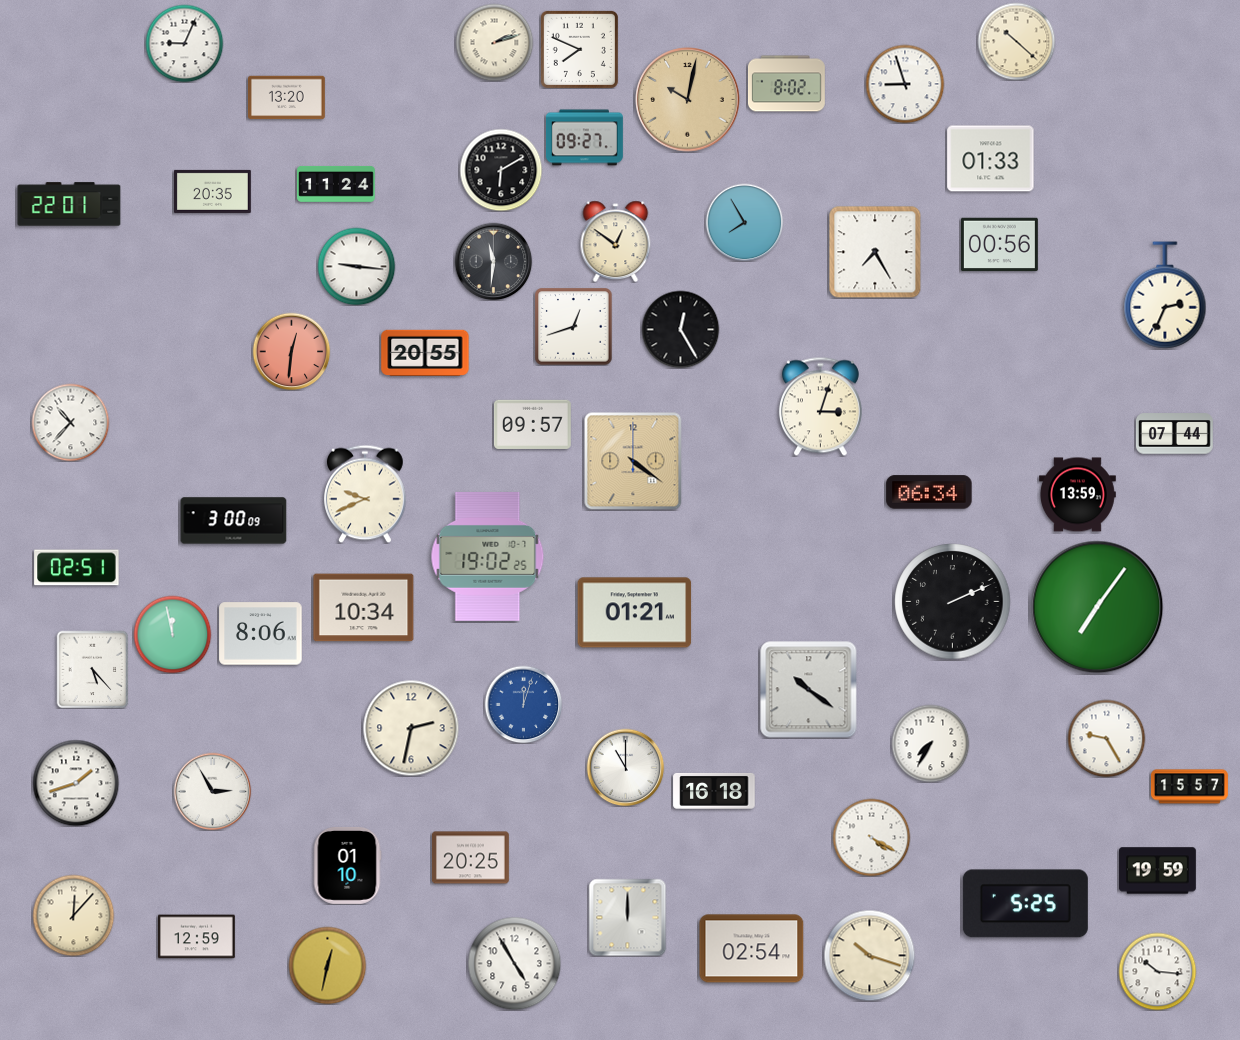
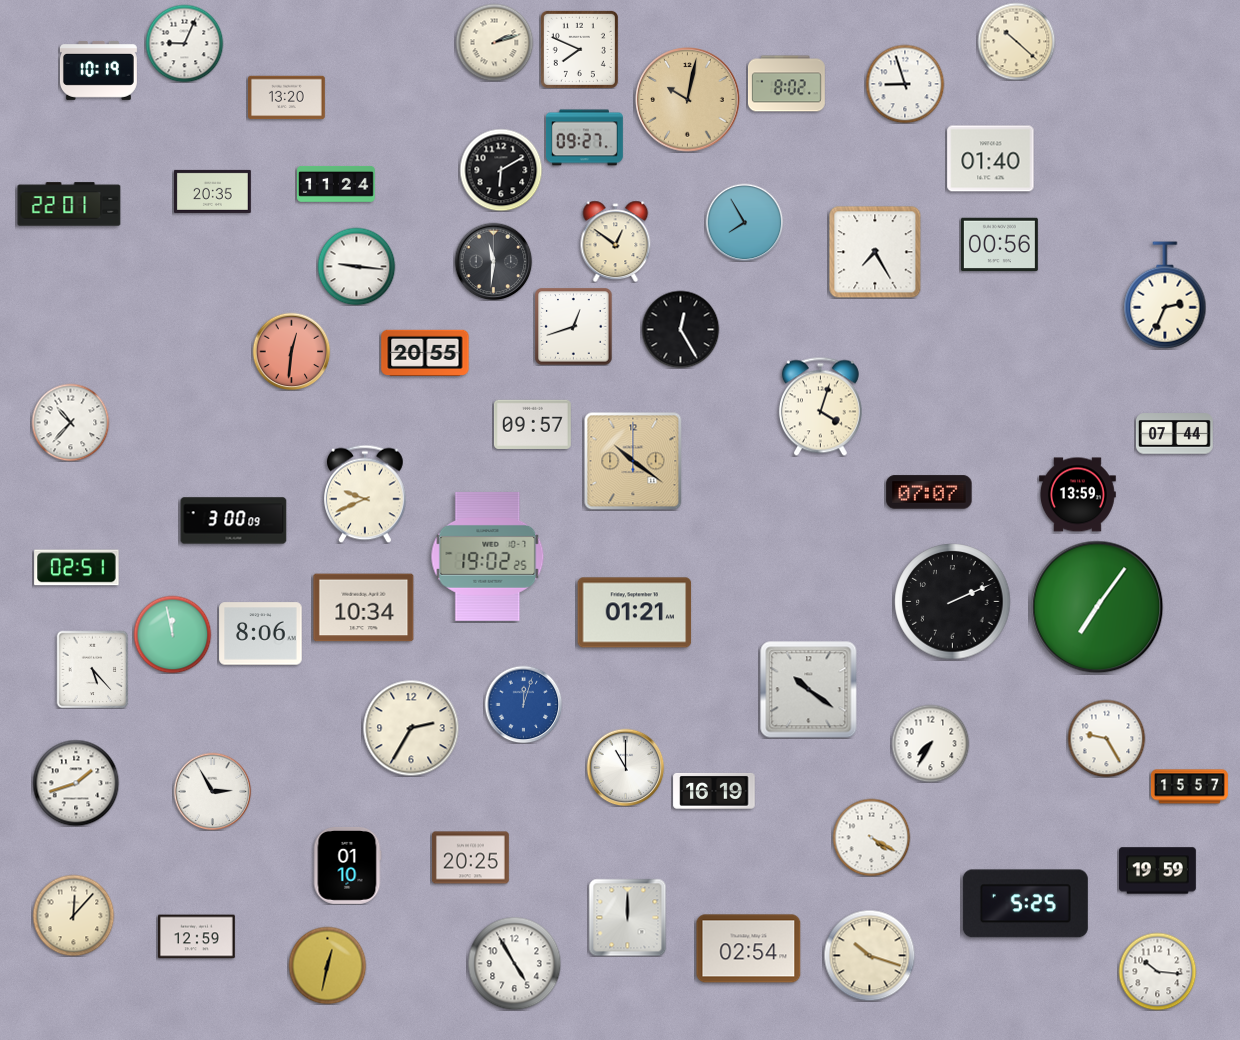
clock at (98, 70): none -> 10:19
clock at (991, 159): 01:33 -> 01:40
clock at (820, 406): 3:03 -> 4:03
clock at (633, 461): 4:21 -> 10:21
clock at (929, 492): 06:34 -> 07:07
clock at (411, 728): 2:32 -> 2:35
clock at (714, 791): 16:18 -> 16:19
clock at (752, 949) position: (752, 949) -> (749, 949)
